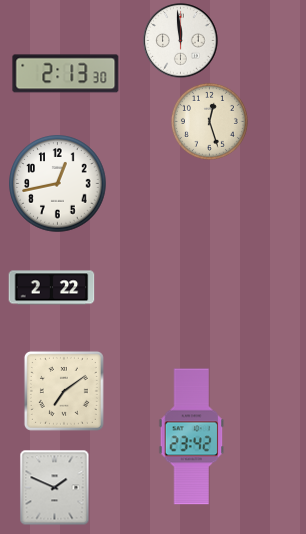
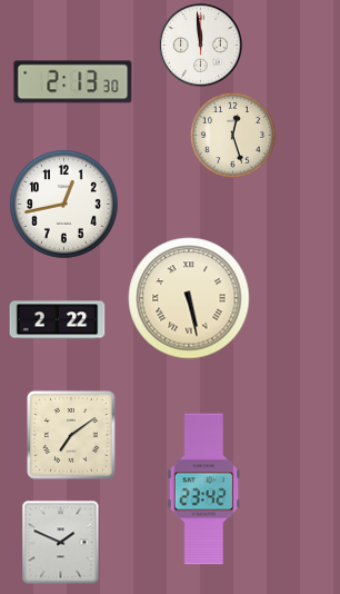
clock at (189, 298): none -> 5:28
clock at (192, 437) position: (192, 437) -> (204, 489)
